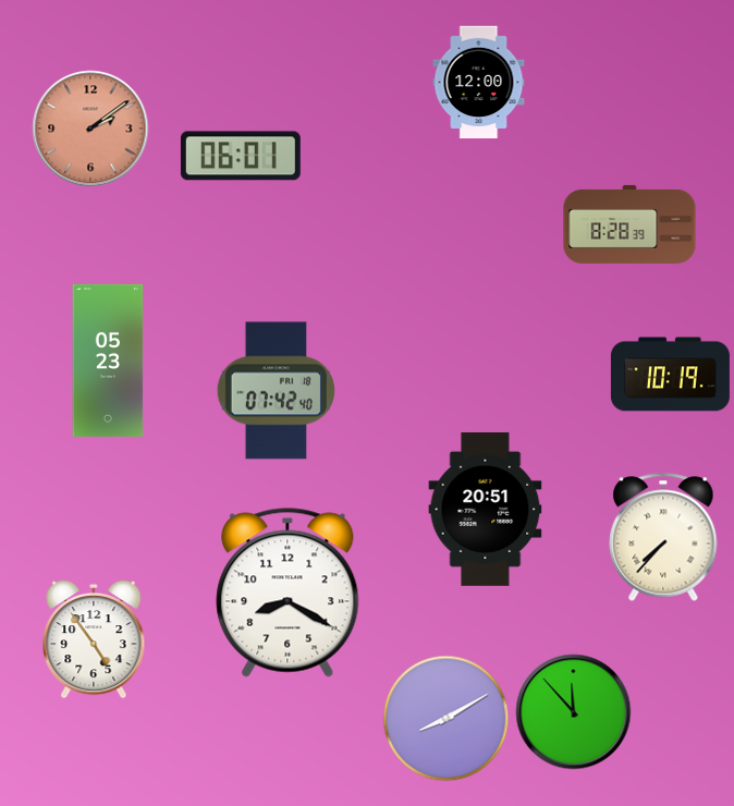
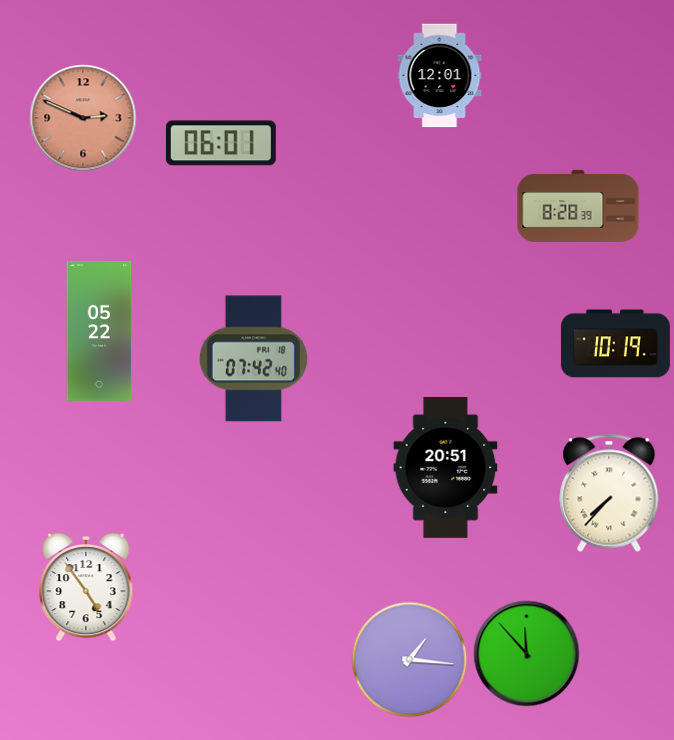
clock at (479, 83): 12:00 -> 12:01
clock at (90, 129): 2:09 -> 2:49
clock at (108, 361): 05:23 -> 05:22
clock at (288, 593): 8:20 -> none
clock at (446, 719): 8:10 -> 1:16
